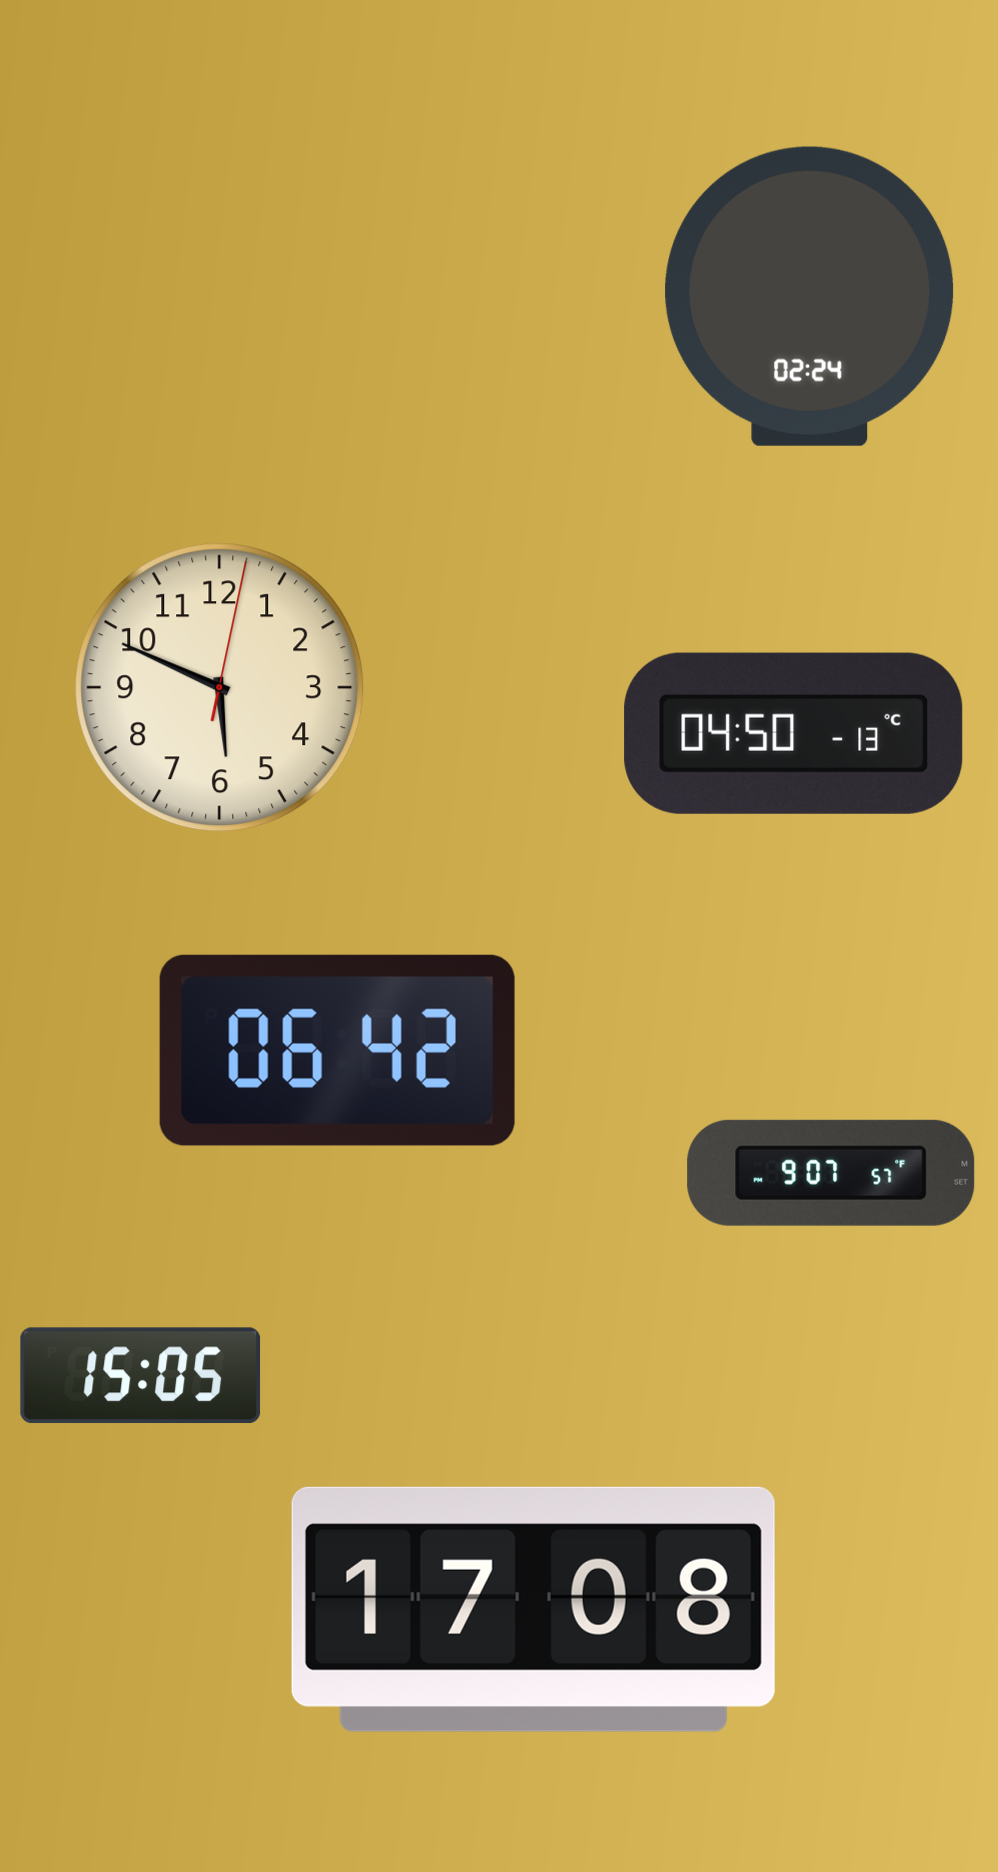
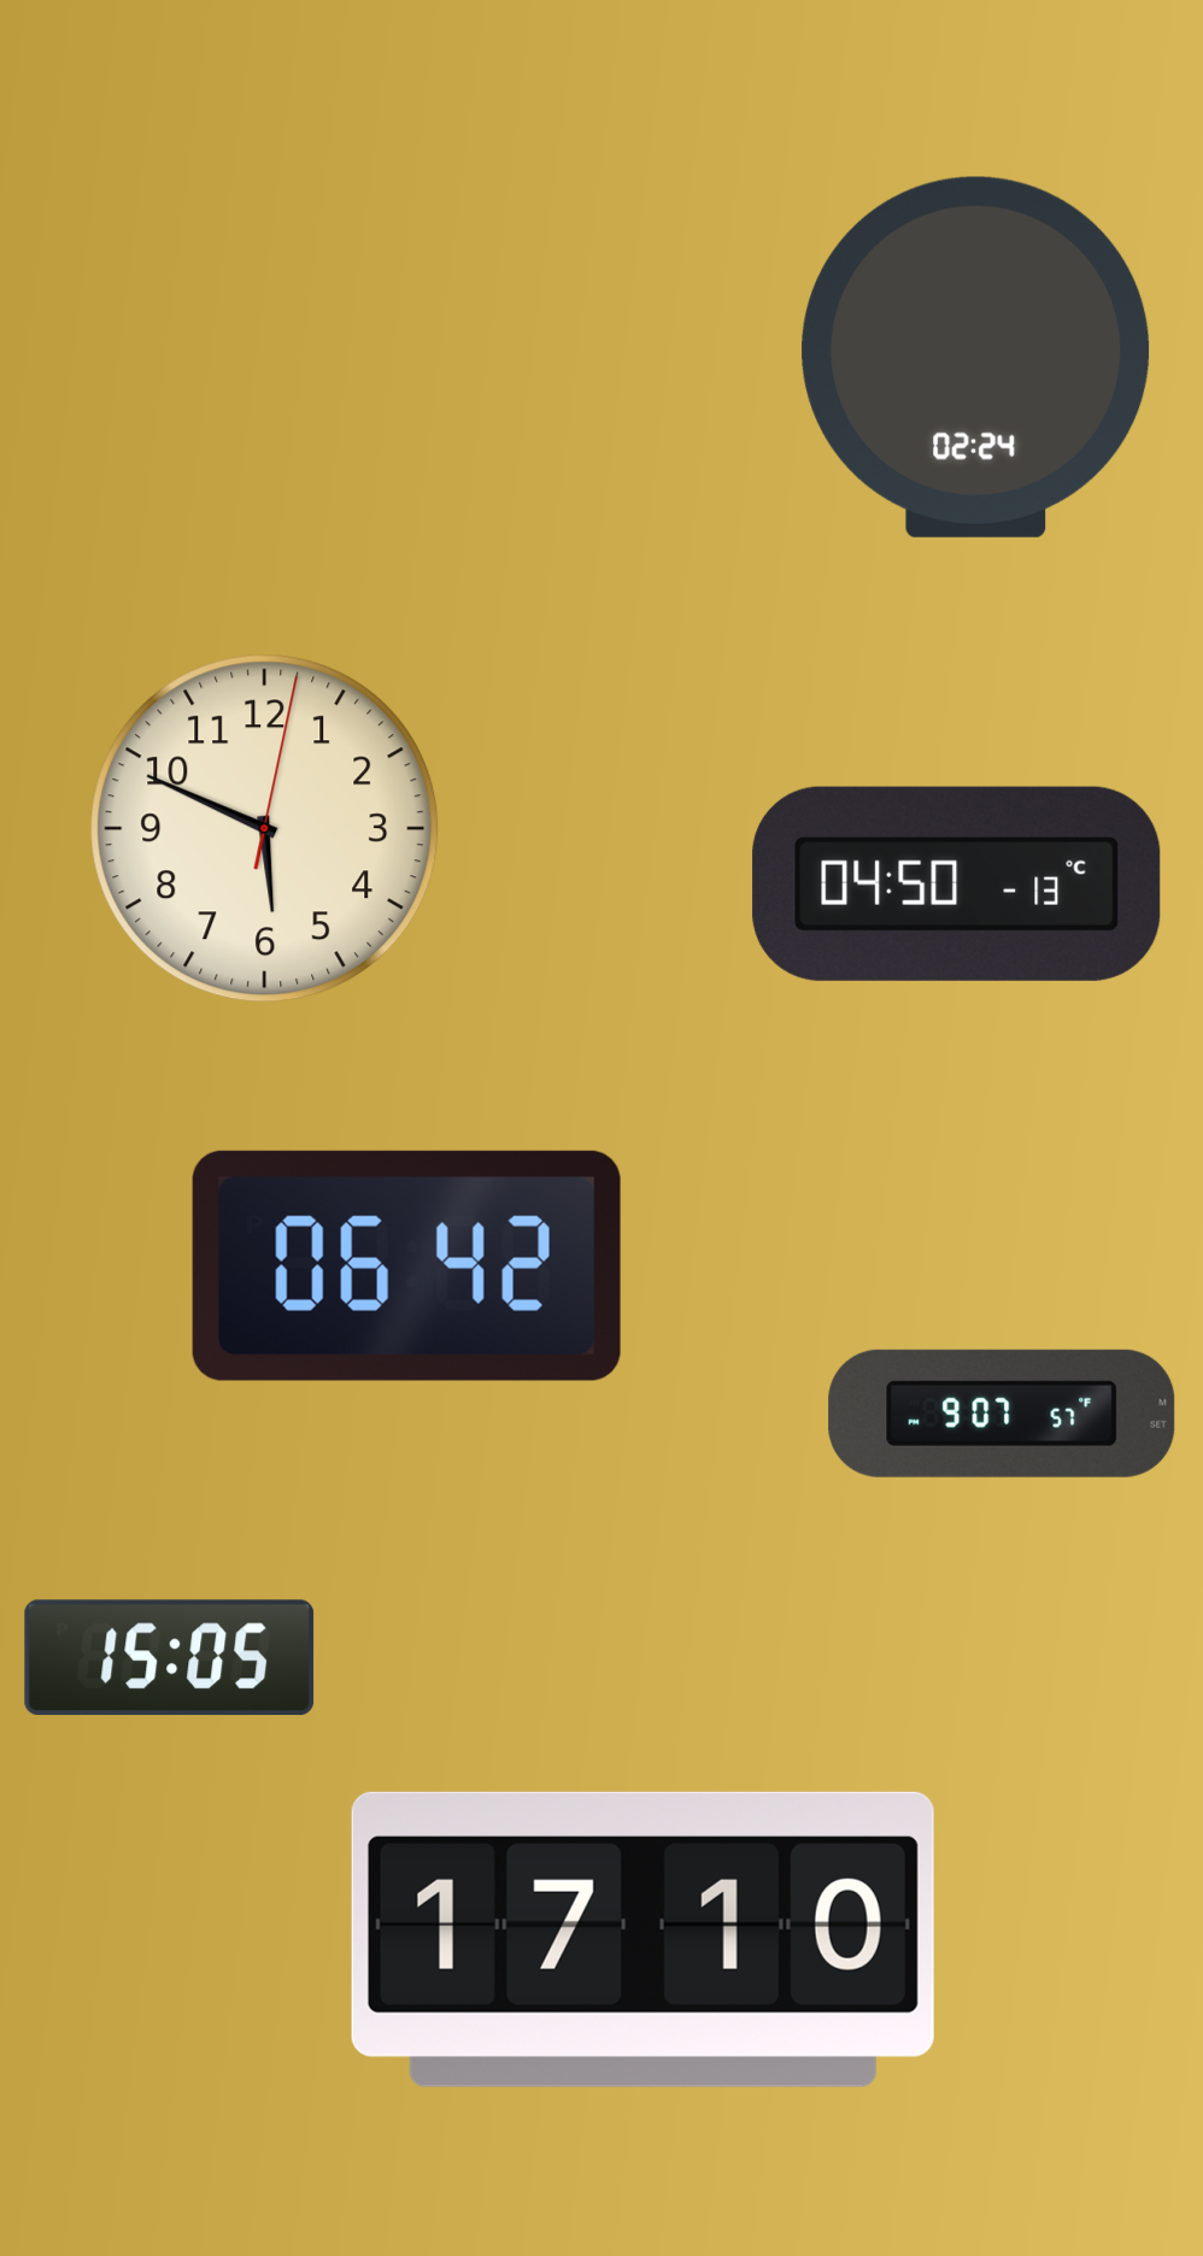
clock at (533, 1609): 17:08 -> 17:10
